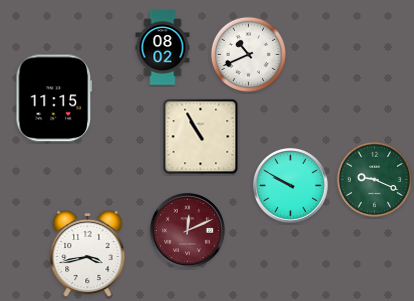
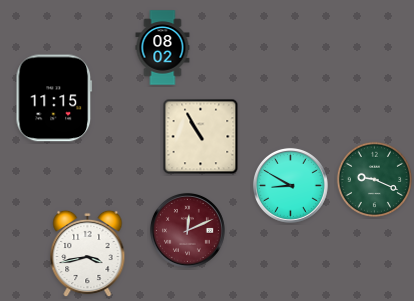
clock at (249, 55): 10:41 -> none
clock at (290, 185): 9:50 -> 8:50
